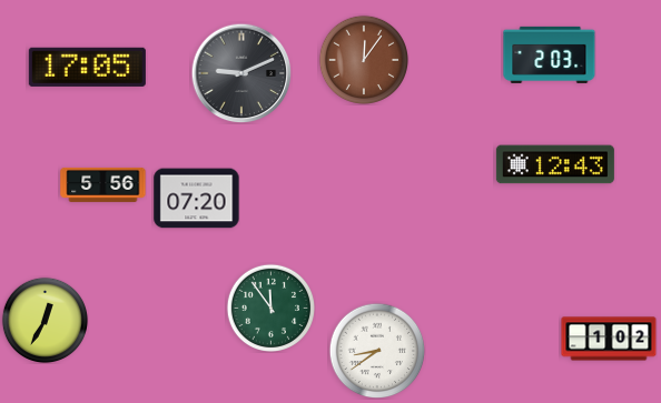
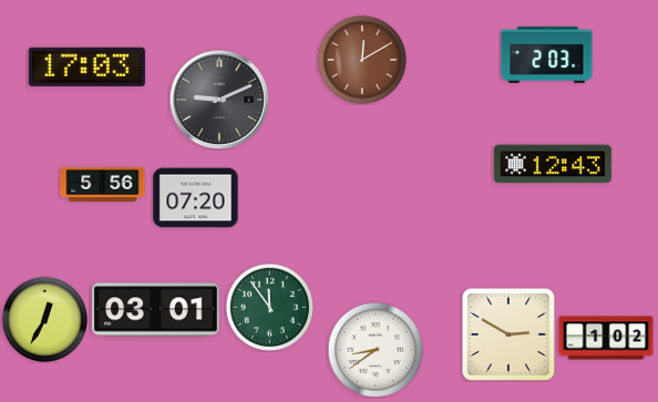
clock at (363, 59): 12:06 -> 12:10
clock at (87, 67): 17:05 -> 17:03
clock at (241, 73) position: (241, 73) -> (219, 100)
clock at (156, 310): none -> 03:01
clock at (508, 334): none -> 2:50
